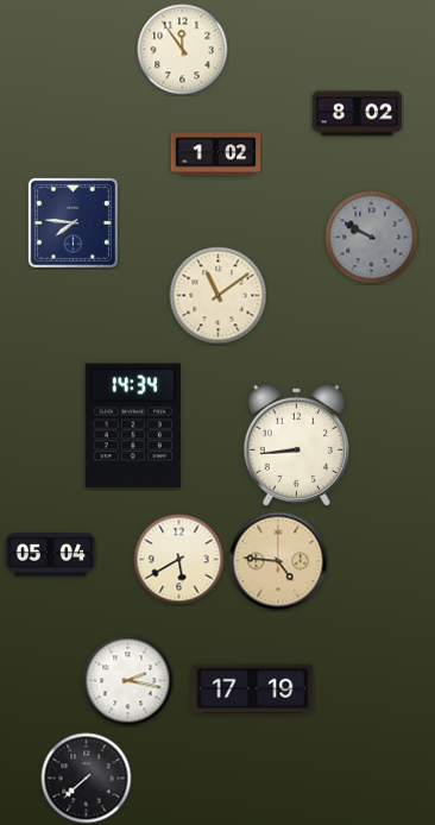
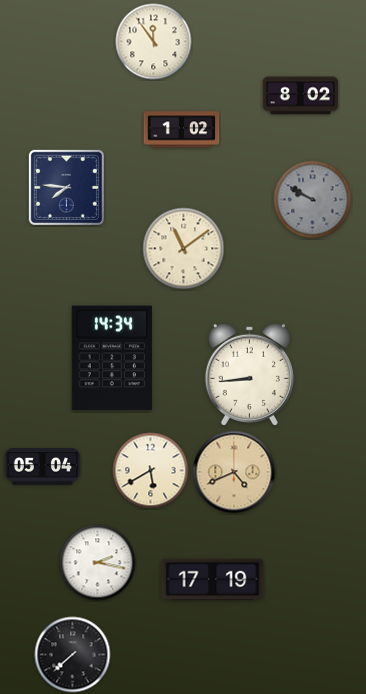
clock at (72, 222) position: (72, 222) -> (66, 187)
clock at (278, 561): 4:46 -> 4:41
clock at (128, 681) position: (128, 681) -> (98, 563)
